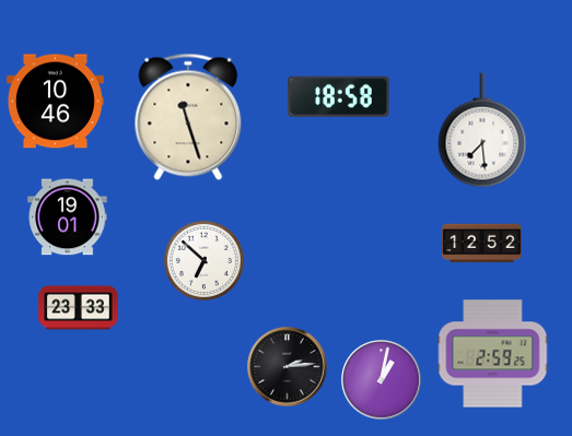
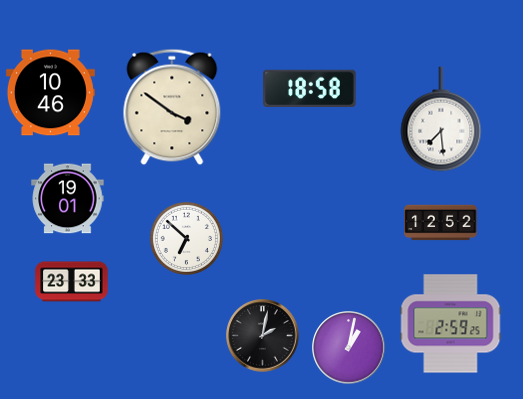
clock at (188, 117): 11:27 -> 3:51
clock at (68, 217) position: (68, 217) -> (68, 199)
clock at (288, 367): 2:14 -> 2:02
